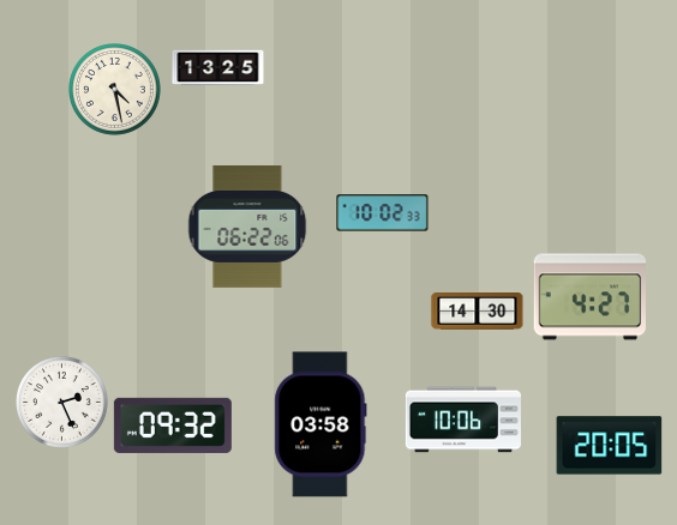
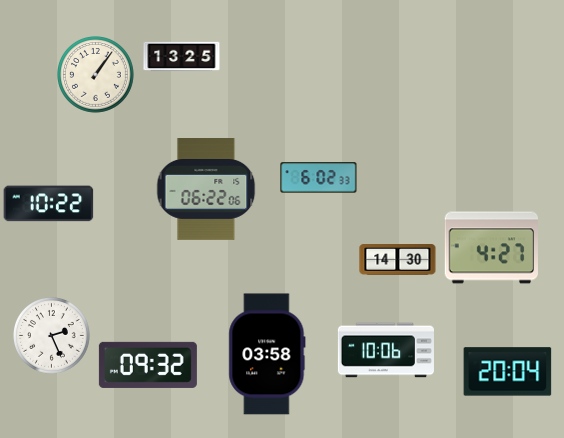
clock at (115, 90): 4:28 -> 1:06
clock at (383, 213): 10:02 -> 6:02
clock at (49, 204): none -> 10:22
clock at (173, 426) position: (173, 426) -> (148, 365)
clock at (610, 446): 20:05 -> 20:04
